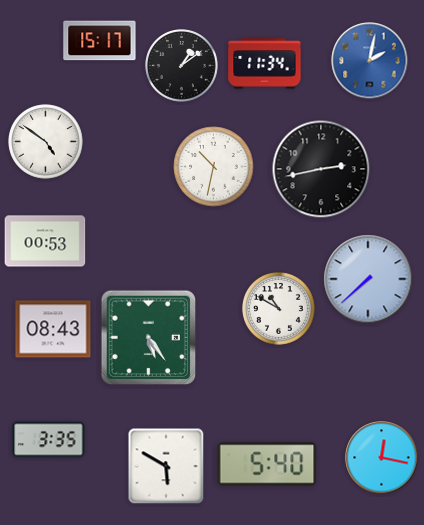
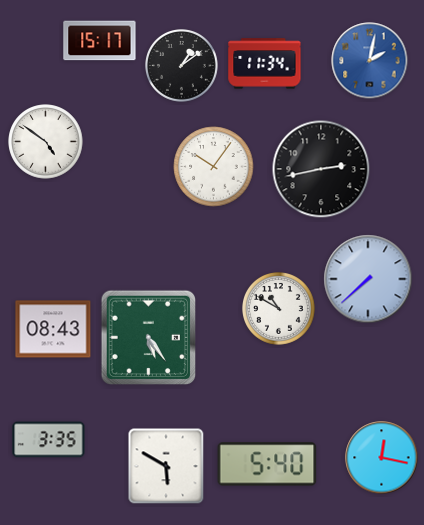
clock at (214, 167): 10:32 -> 10:06
clock at (45, 241): 00:53 -> none
